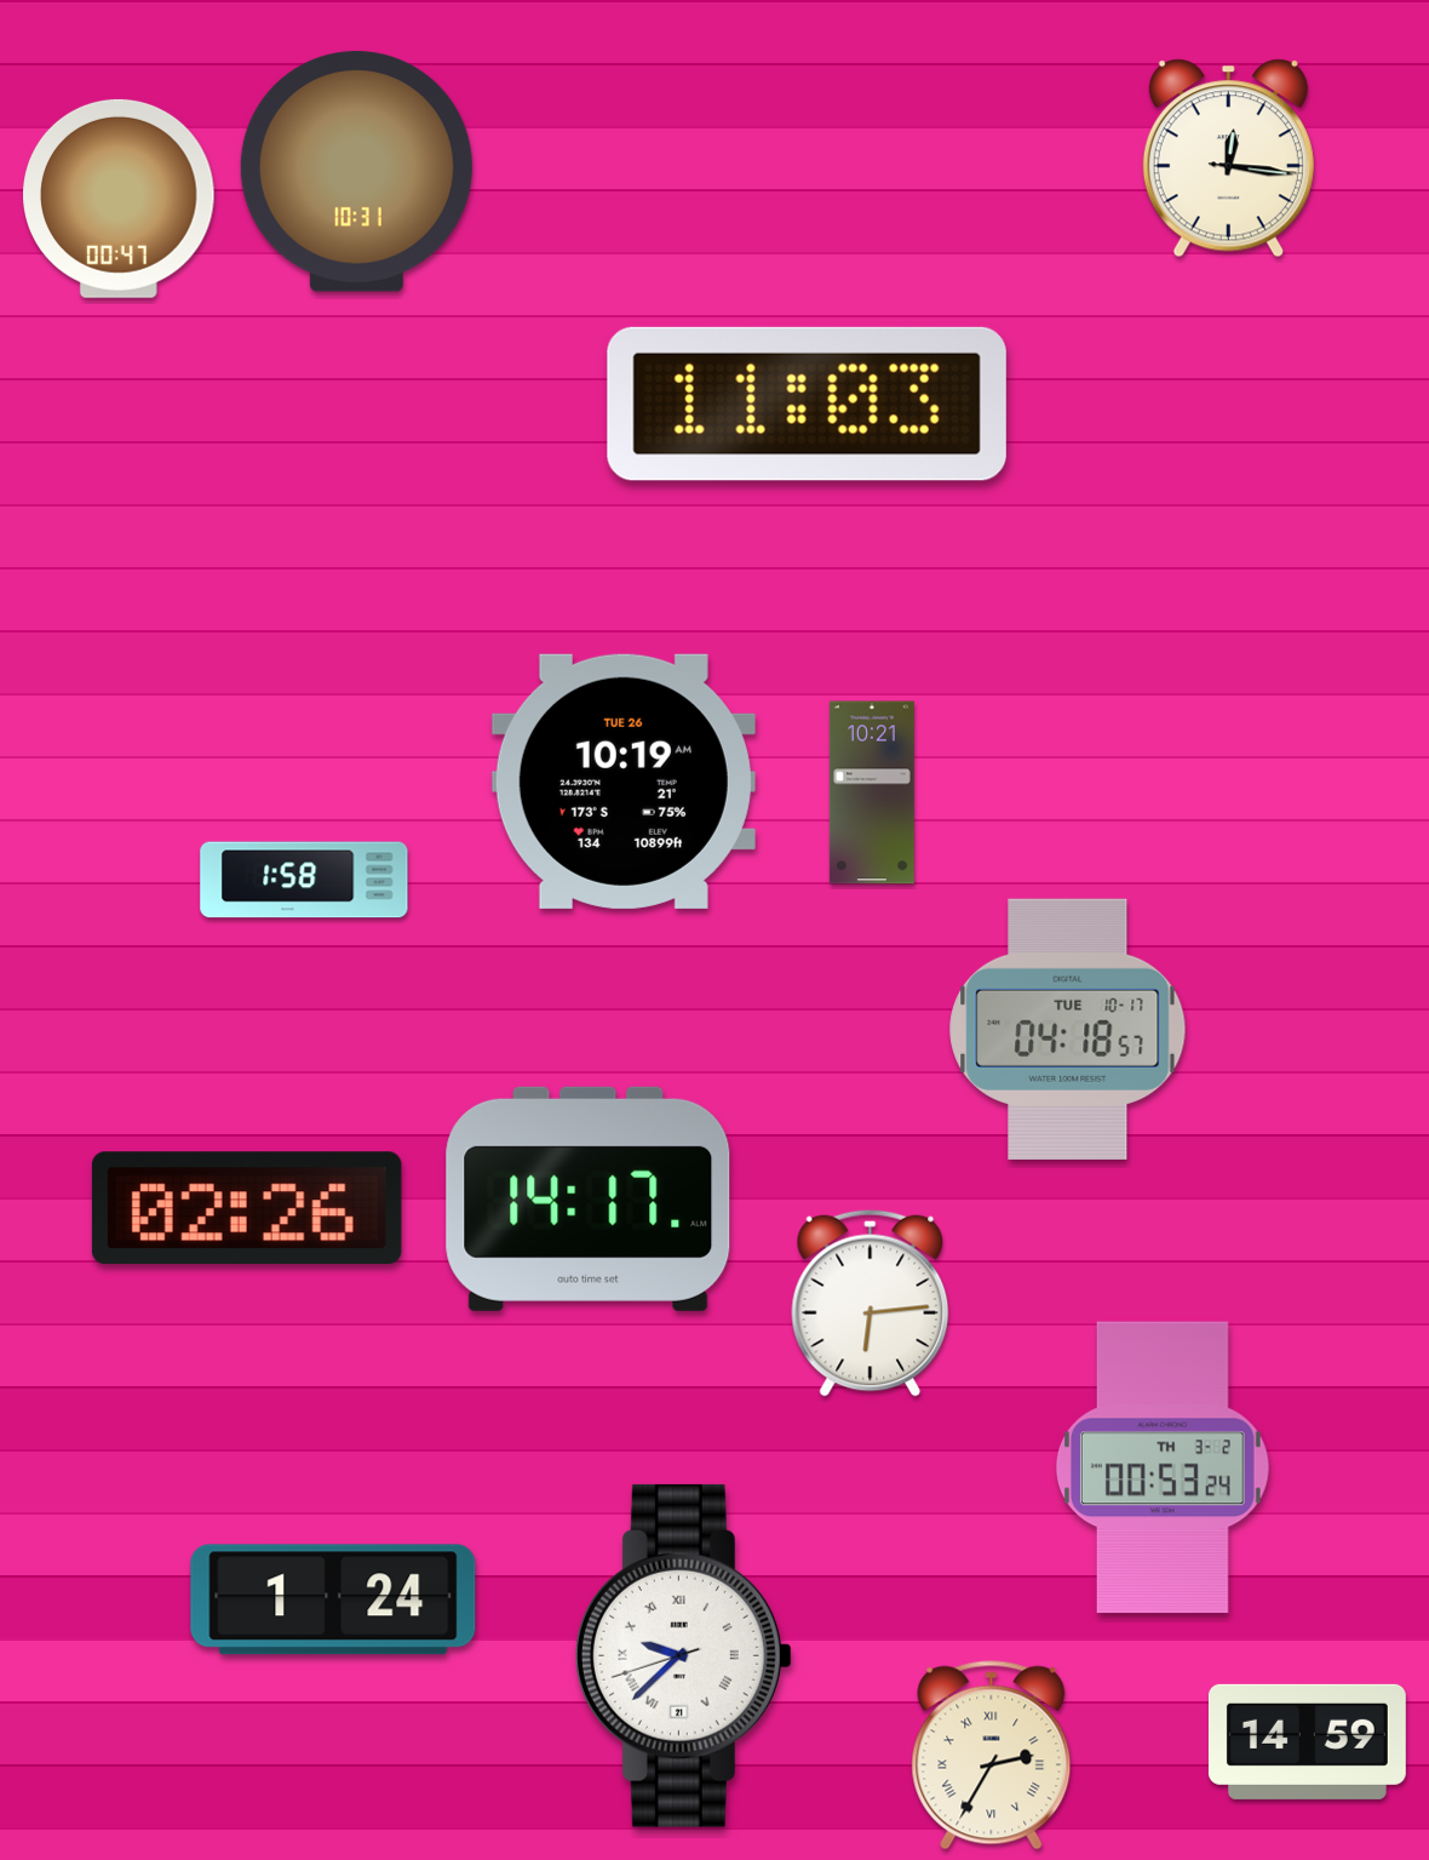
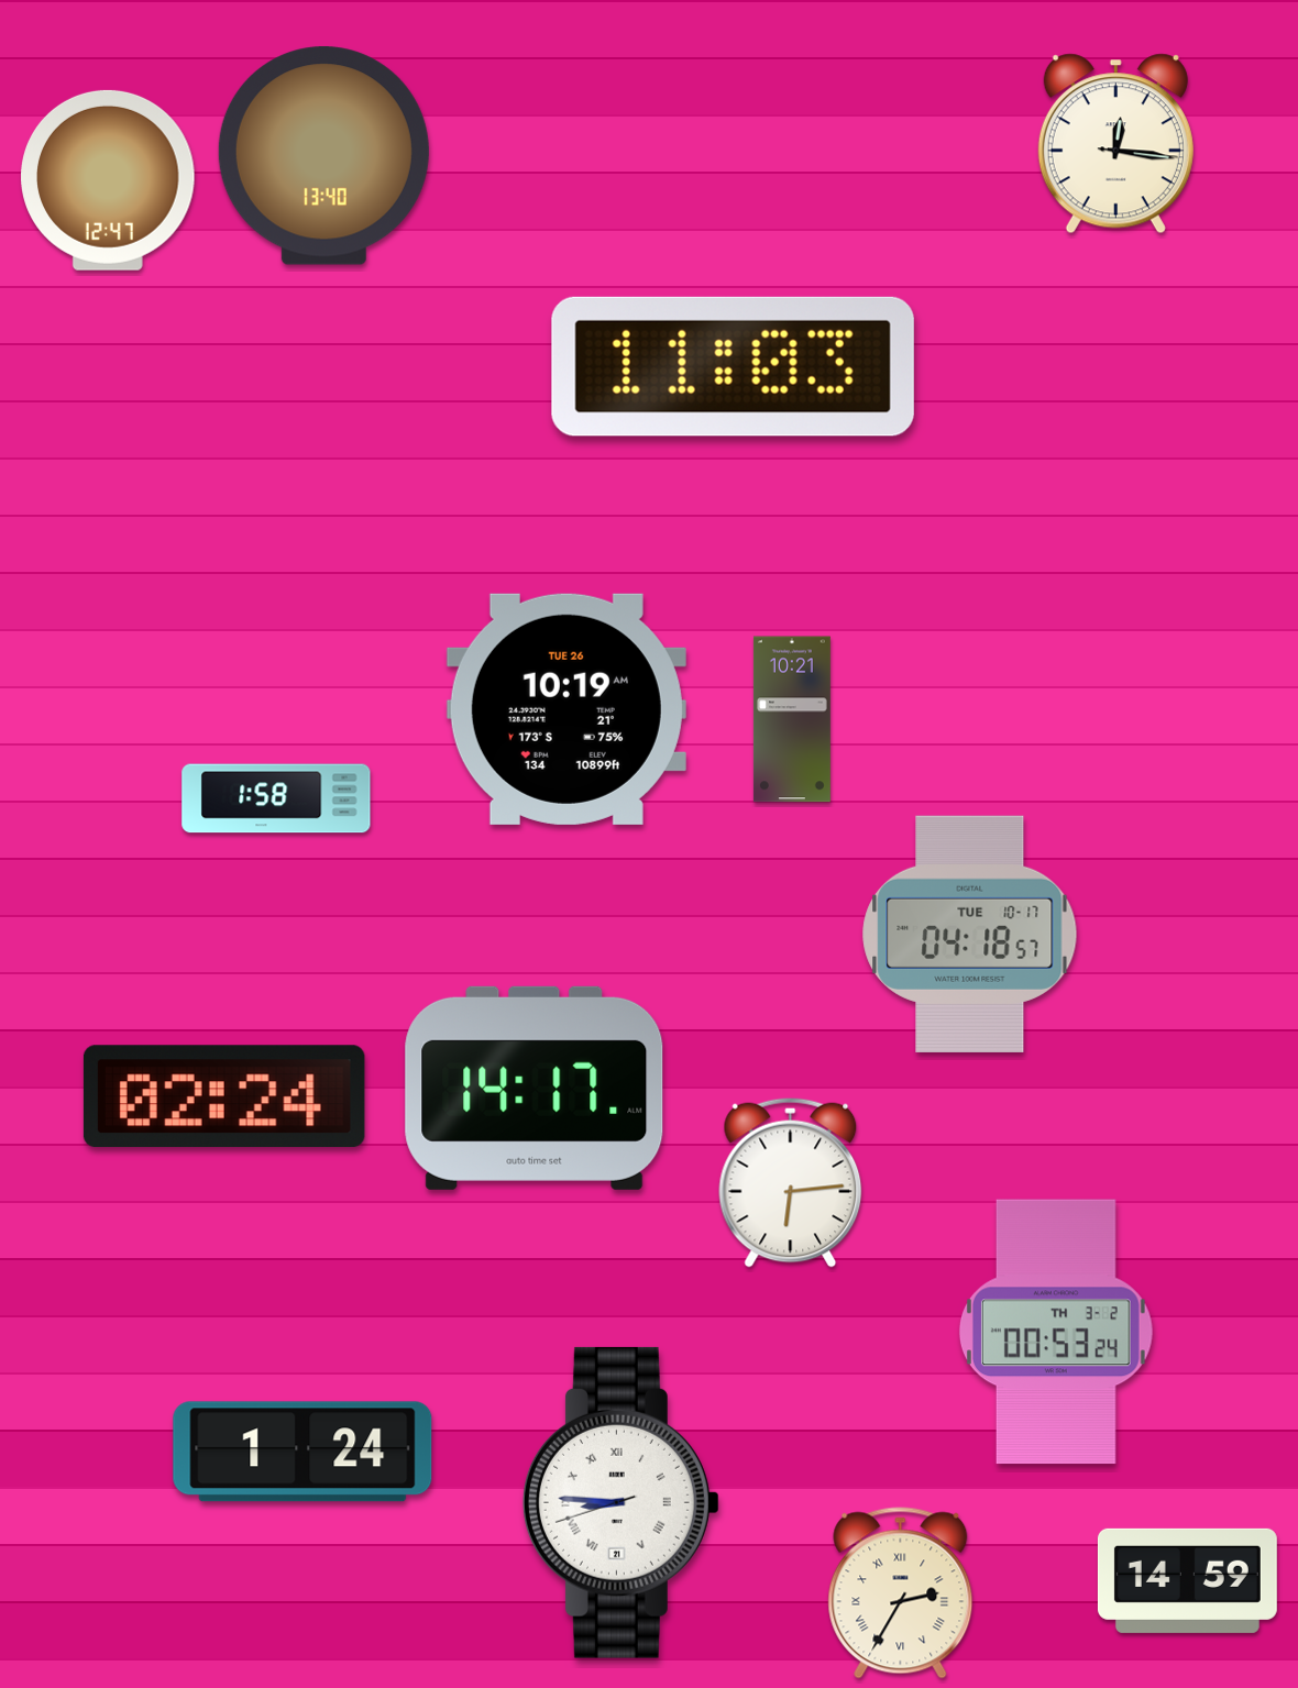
clock at (356, 172): 10:31 -> 13:40
clock at (119, 199): 00:47 -> 12:47
clock at (247, 1208): 02:26 -> 02:24
clock at (683, 1655): 9:37 -> 8:45
